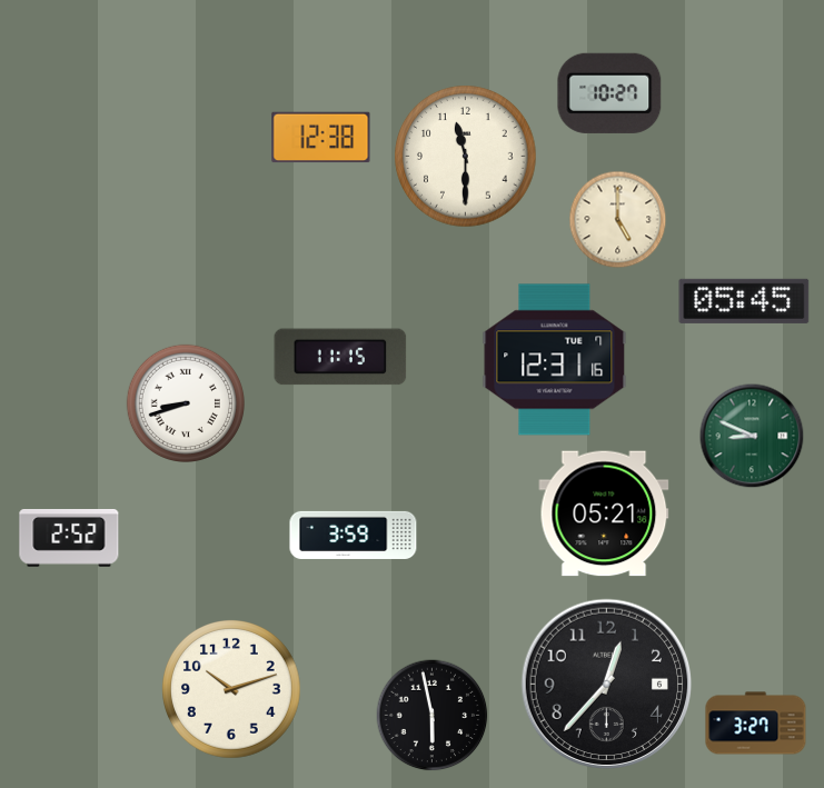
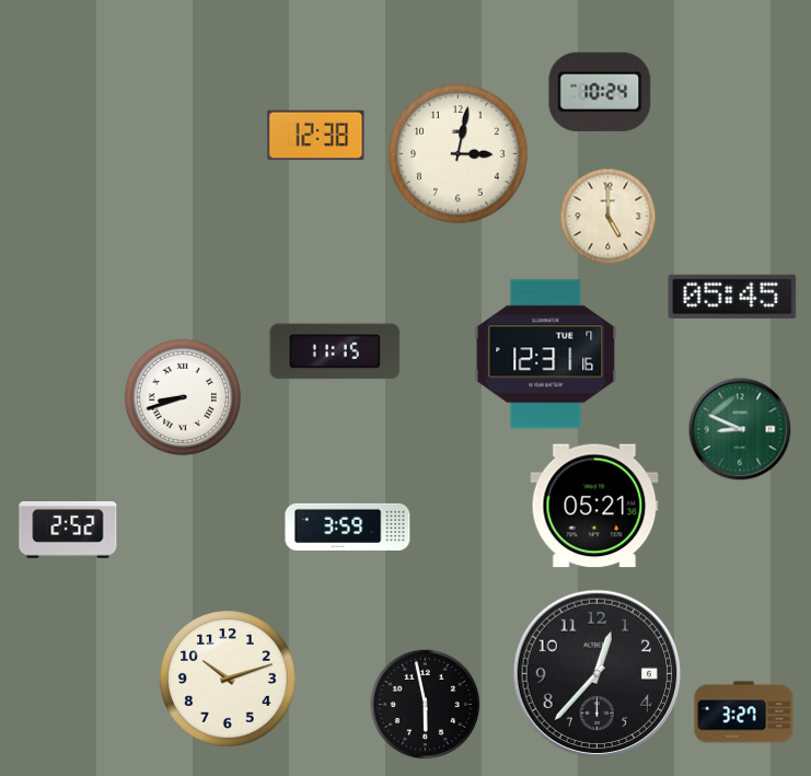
clock at (609, 93): 10:27 -> 10:24
clock at (466, 157): 11:30 -> 3:02
